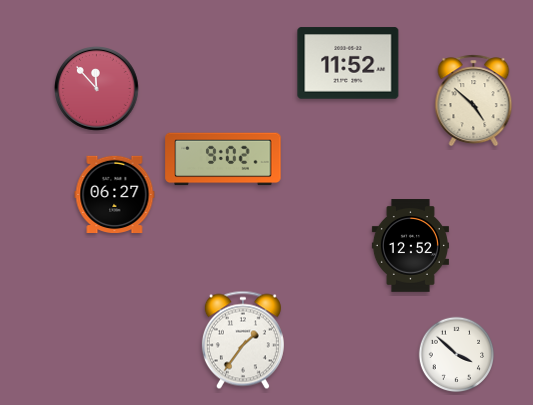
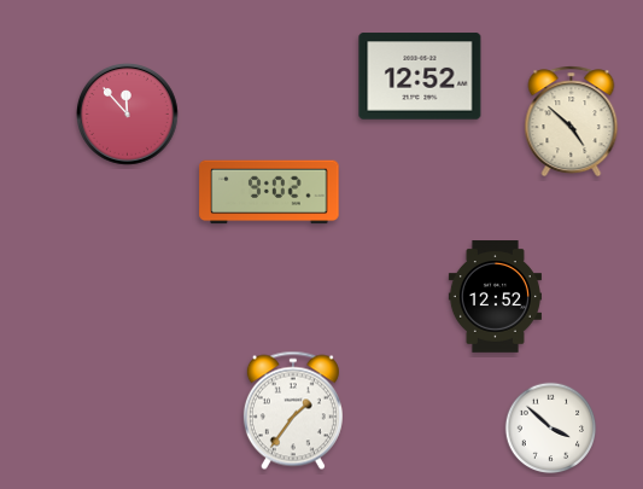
clock at (348, 63): 11:52 -> 12:52
clock at (97, 89) position: (97, 89) -> (128, 115)
clock at (115, 194): 06:27 -> none
